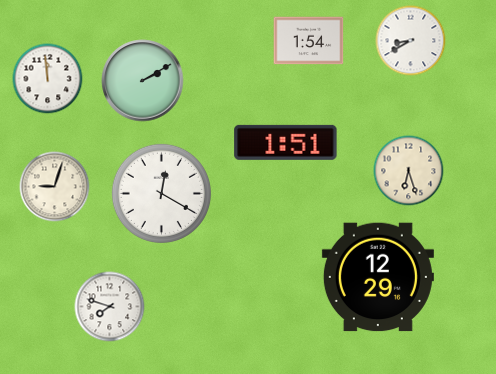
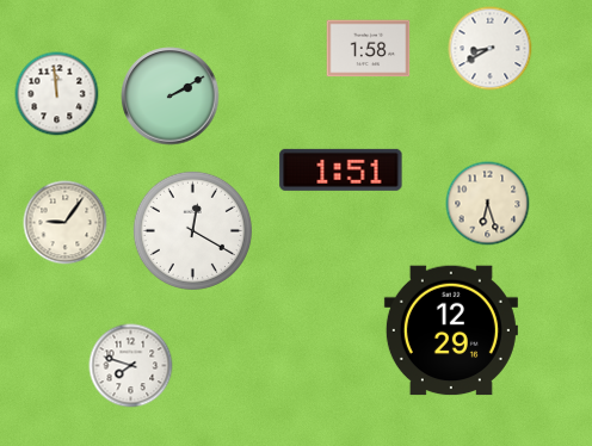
clock at (309, 41): 1:54 -> 1:58
clock at (55, 187): 9:03 -> 9:06
